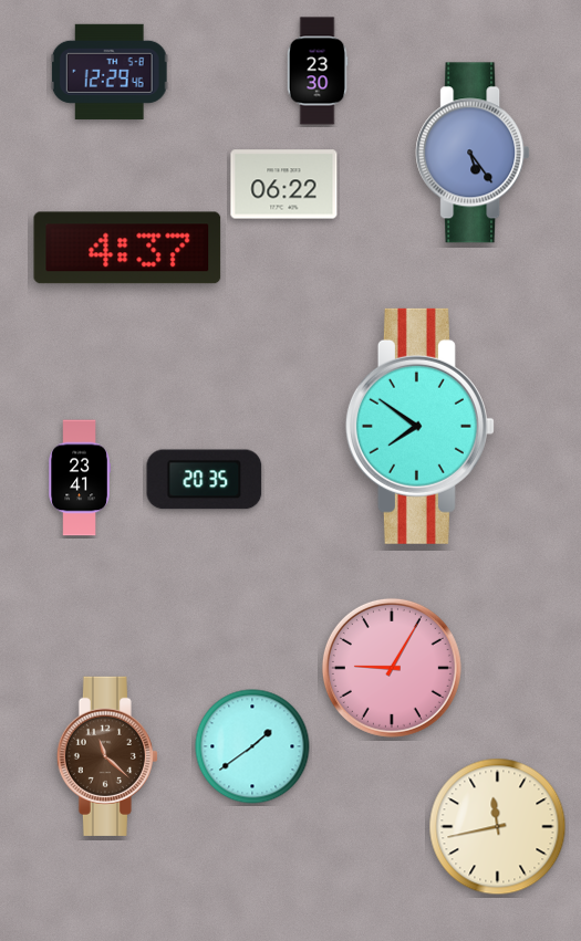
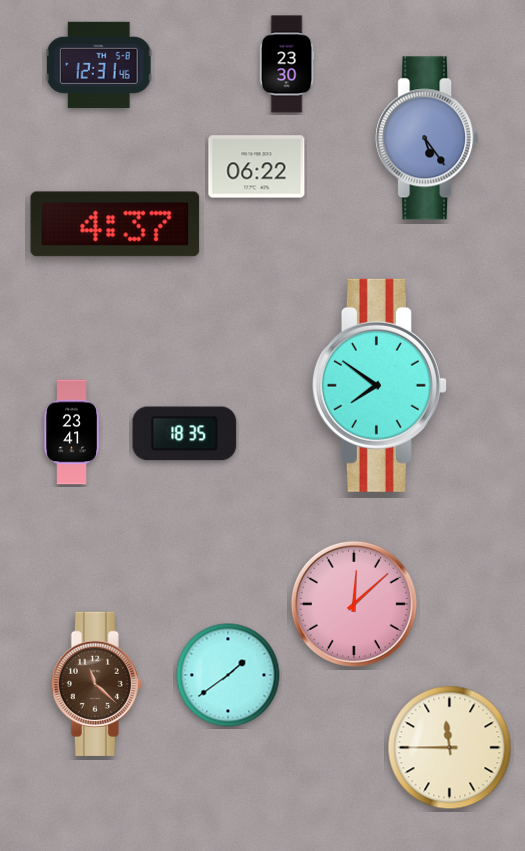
clock at (110, 72): 12:29 -> 12:31
clock at (205, 480): 20:35 -> 18:35
clock at (392, 668): 9:05 -> 12:08
clock at (498, 827): 11:43 -> 11:45
